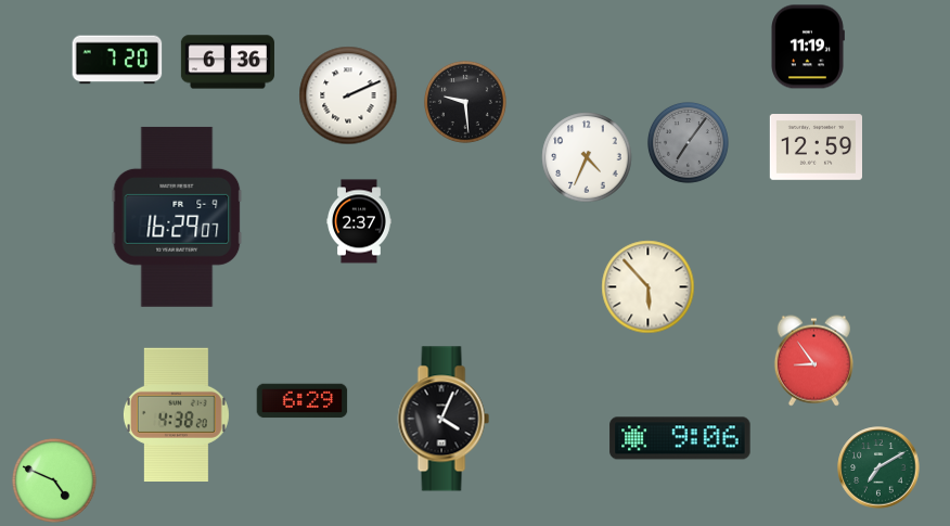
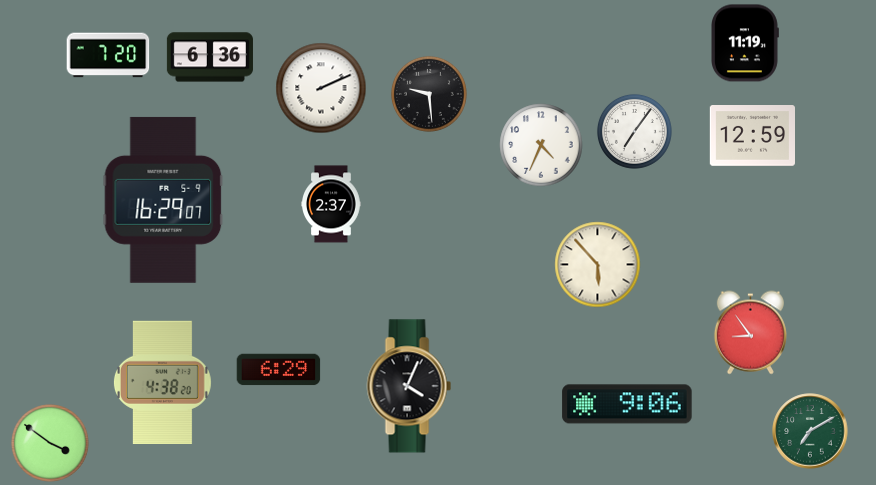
clock at (688, 142) dial: grey -> white
clock at (55, 482): 4:49 -> 3:51
